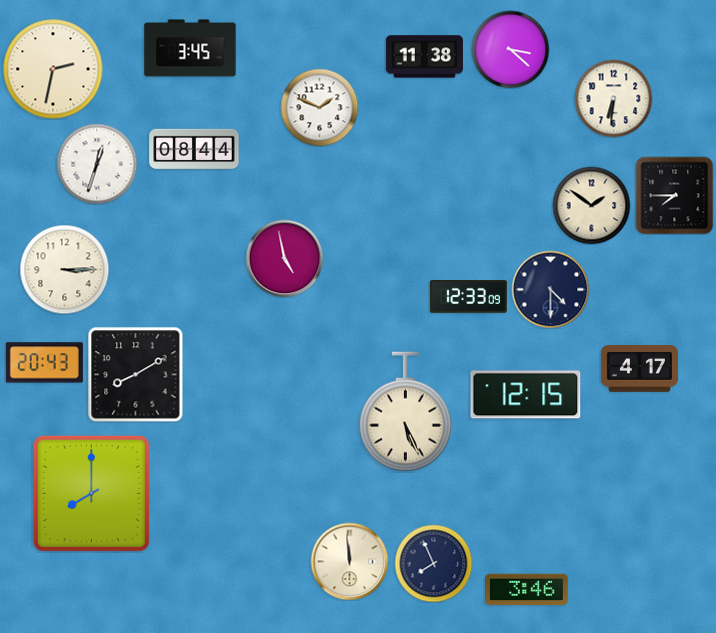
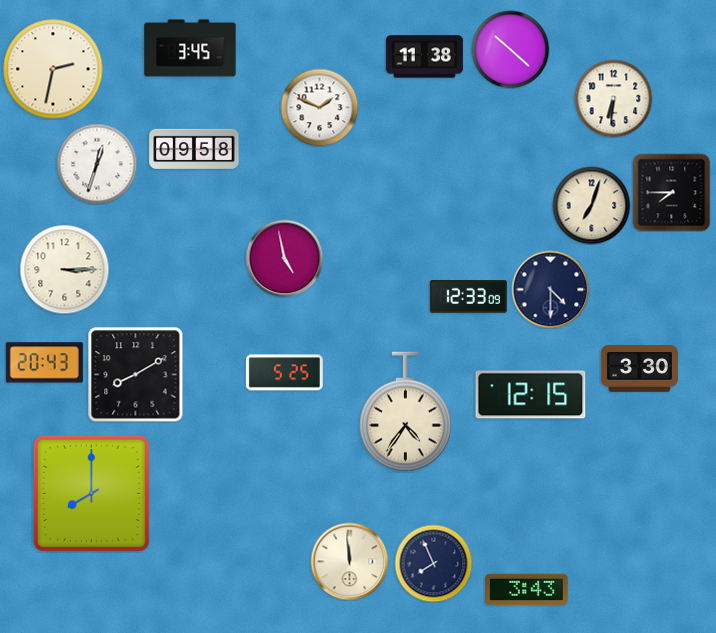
clock at (510, 49): 3:22 -> 10:22
clock at (194, 148): 08:44 -> 09:58
clock at (674, 195) position: (674, 195) -> (671, 192)
clock at (591, 205): 1:51 -> 7:03
clock at (639, 369): 4:17 -> 3:30
clock at (284, 373): none -> 5:25
clock at (526, 395) position: (526, 395) -> (531, 395)
clock at (405, 412): 5:26 -> 4:36
clock at (527, 590): 3:46 -> 3:43
